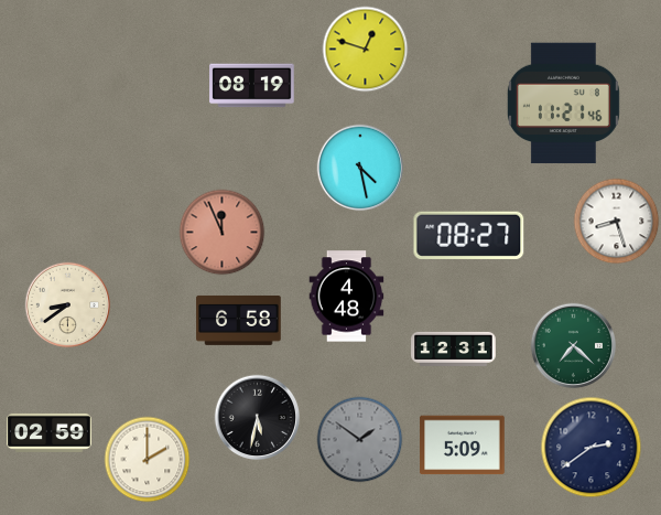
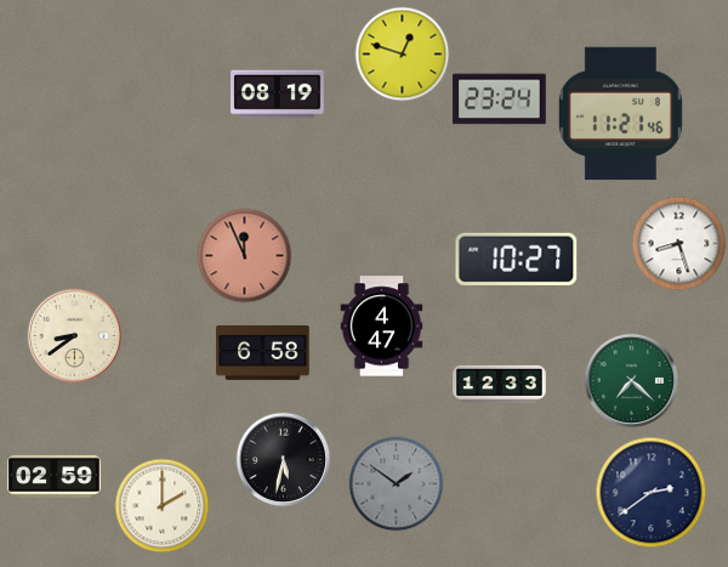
clock at (500, 100): none -> 23:24
clock at (360, 168): 4:28 -> none
clock at (469, 235): 08:27 -> 10:27
clock at (347, 297): 4:48 -> 4:47
clock at (454, 348): 12:31 -> 12:33
clock at (463, 446): 5:09 -> none
